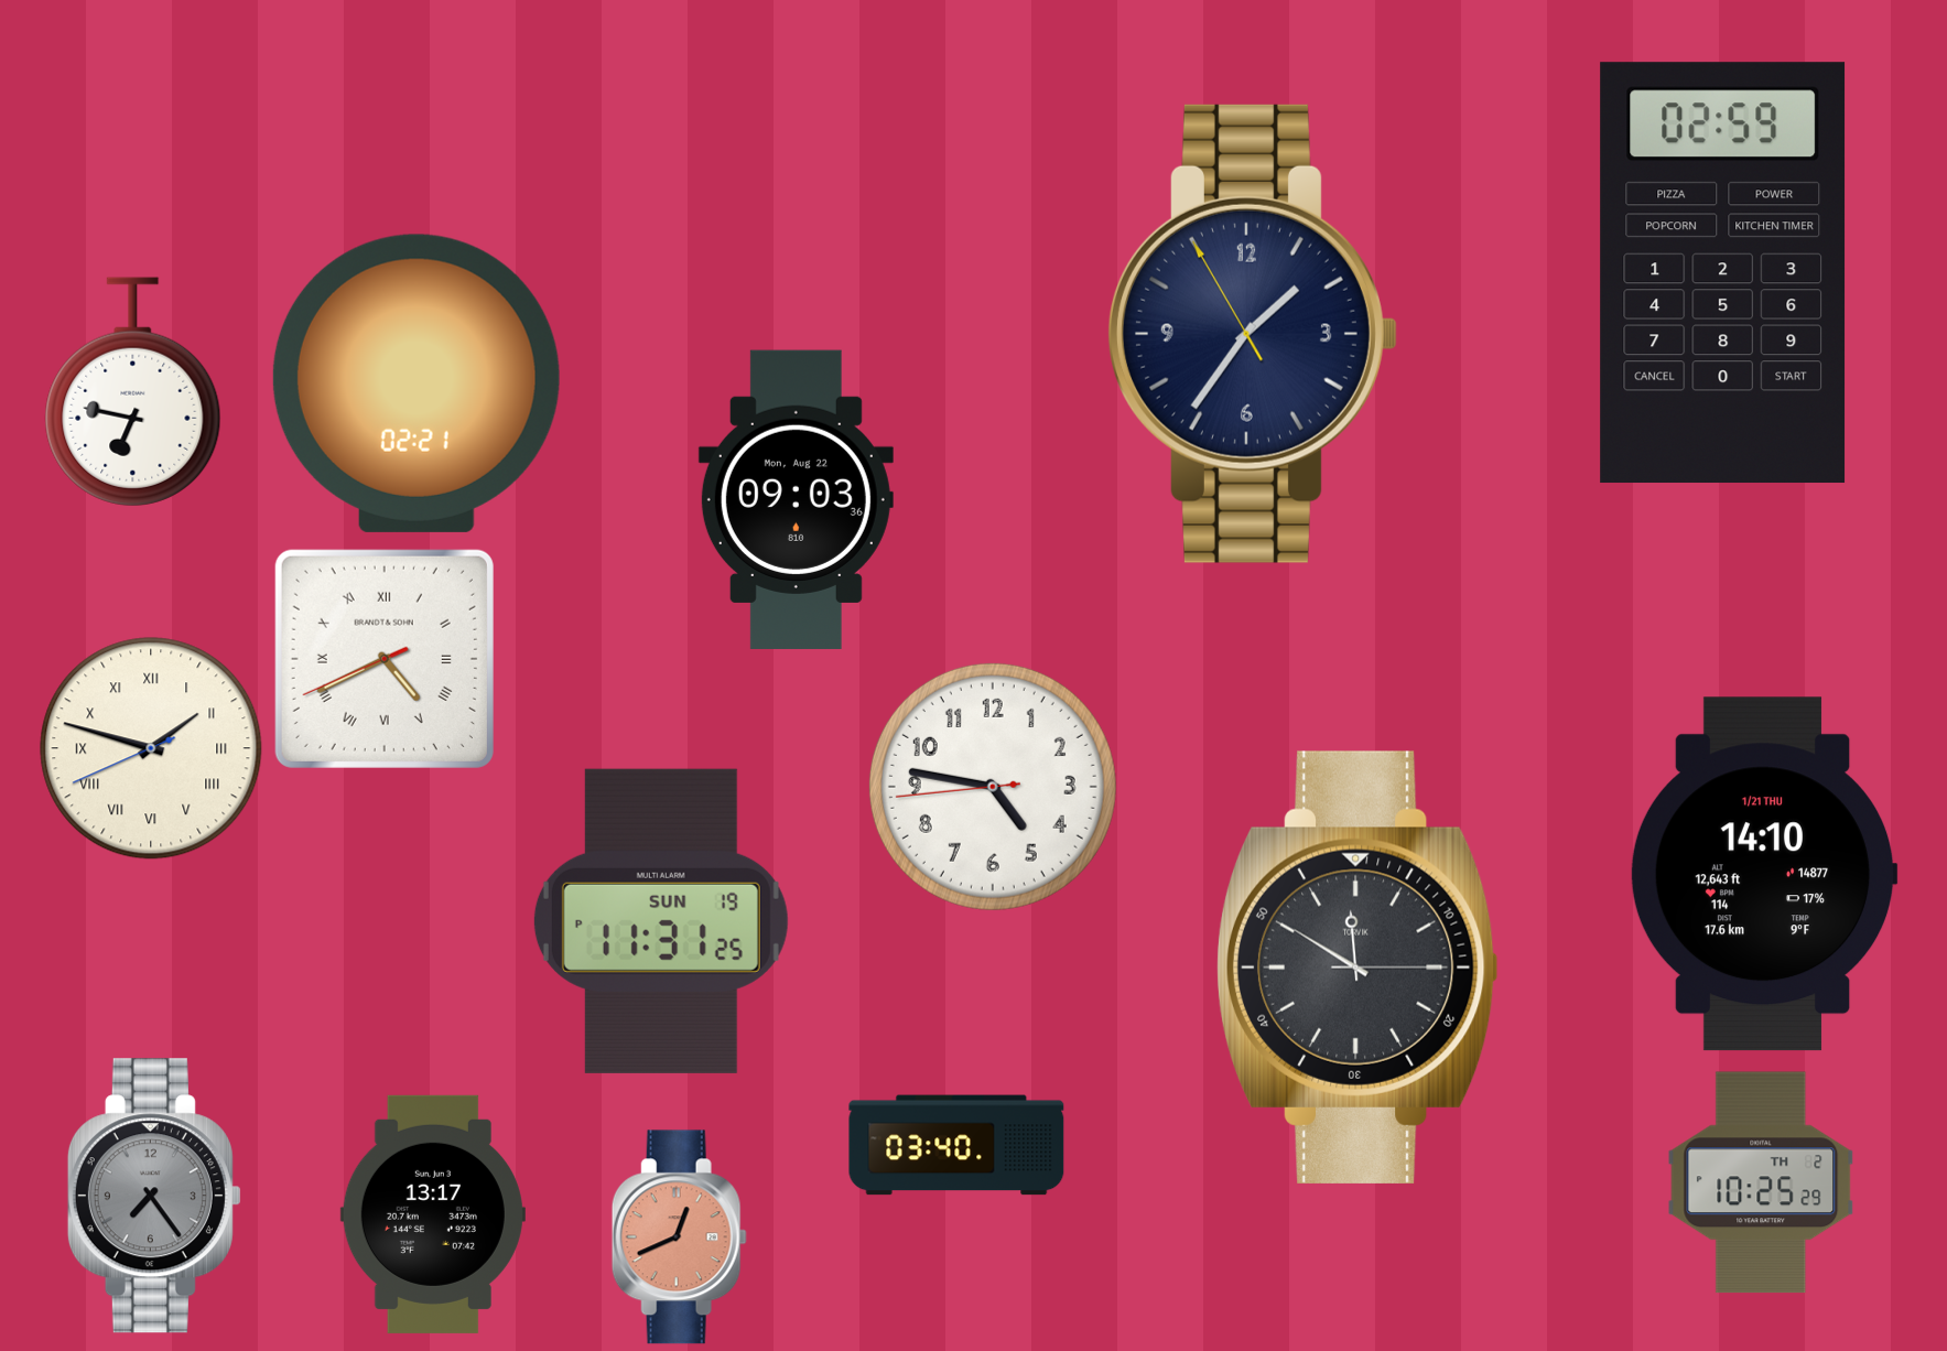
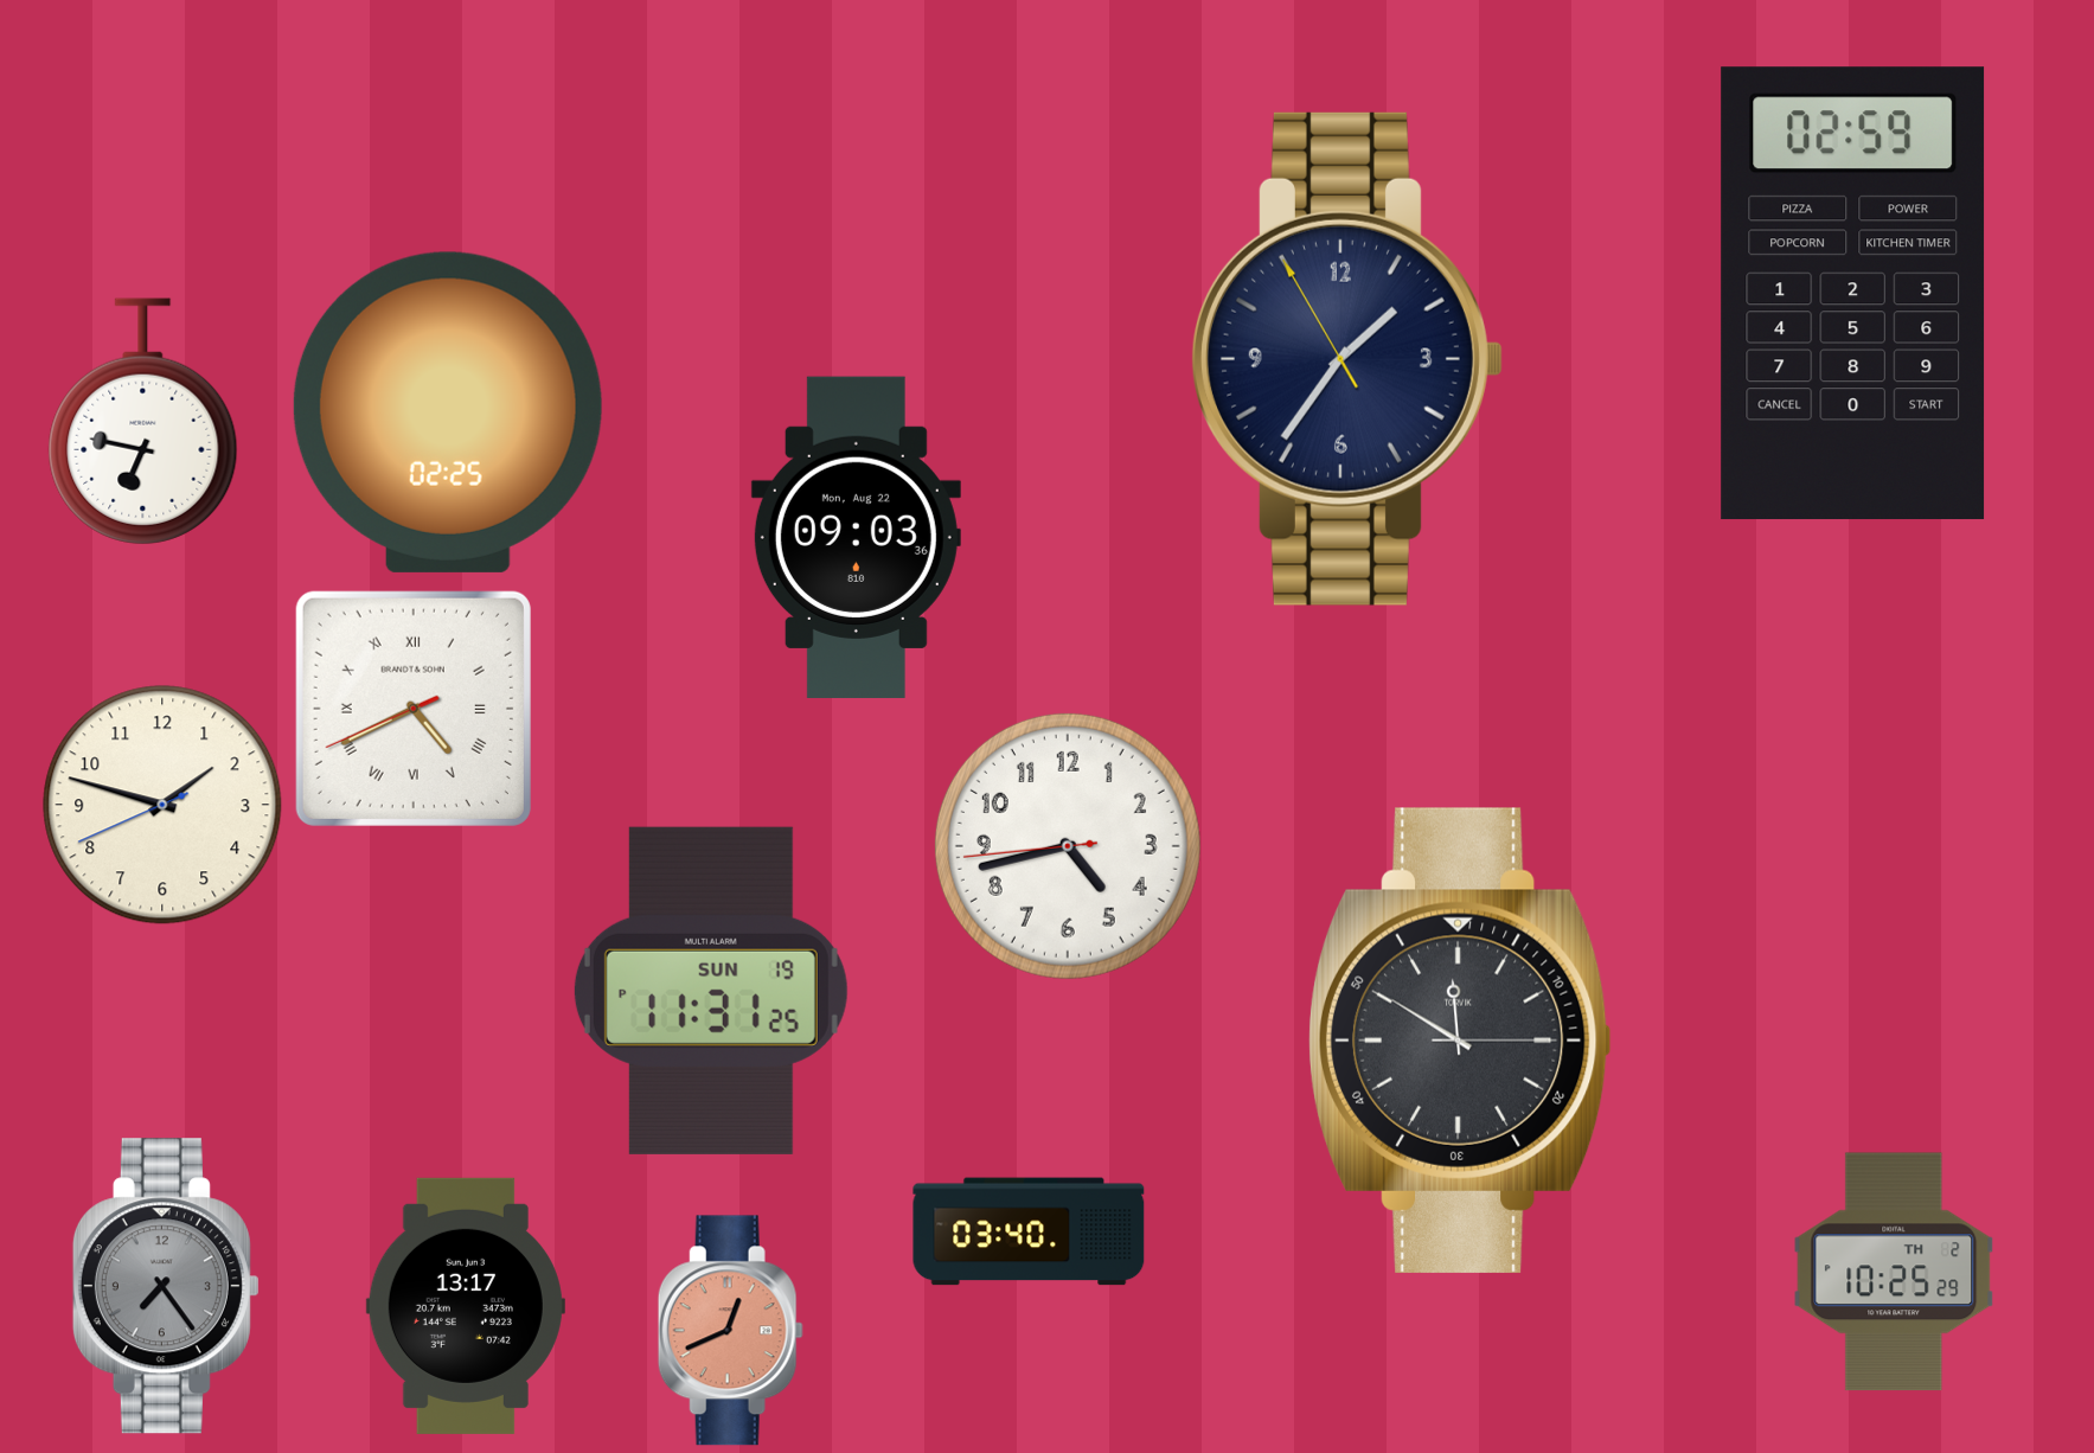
clock at (417, 383): 02:21 -> 02:25
clock at (151, 748) numerals: Roman -> Arabic
clock at (993, 787): 4:46 -> 4:42
clock at (1764, 874): 14:10 -> none
